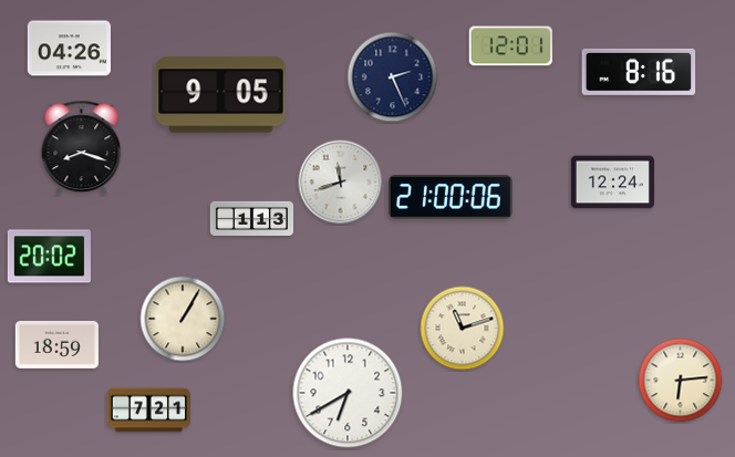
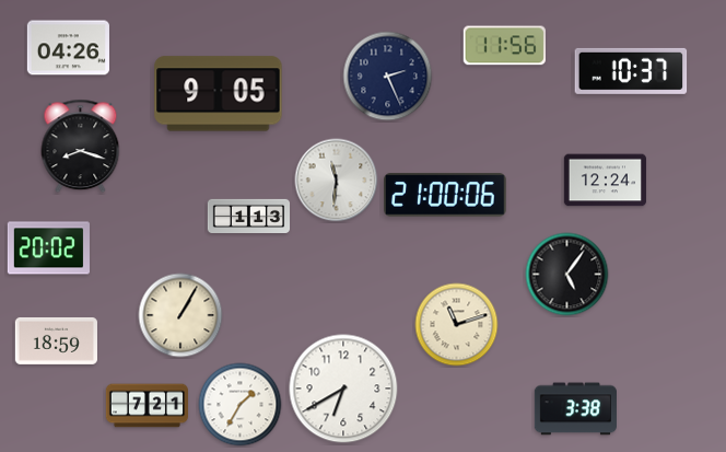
clock at (510, 46): 12:01 -> 11:56
clock at (639, 72): 8:16 -> 10:37
clock at (341, 183): 11:42 -> 11:31
clock at (49, 257) position: (49, 257) -> (48, 248)
clock at (567, 275): none -> 5:06
clock at (681, 381): 6:14 -> none
clock at (241, 405): none -> 1:35
clock at (575, 409): none -> 3:38
